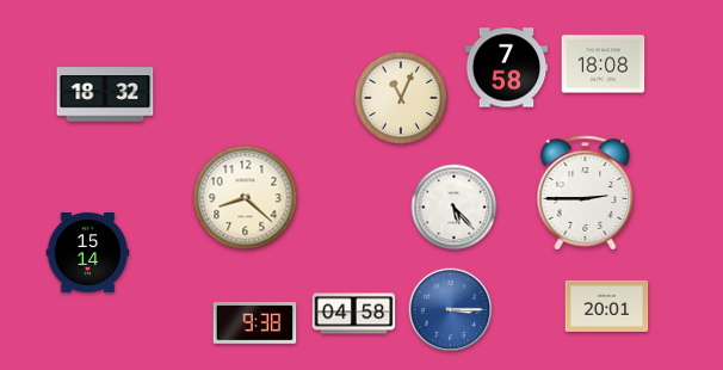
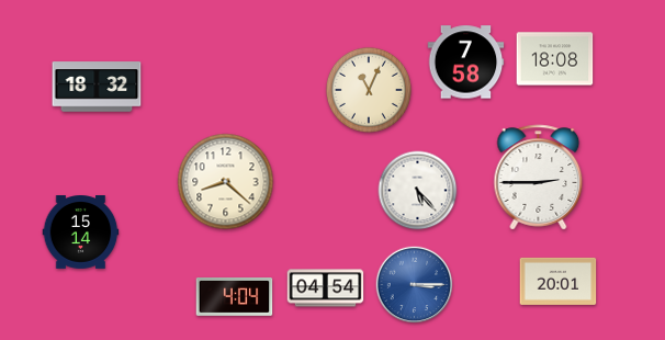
clock at (354, 314): 04:58 -> 04:54
clock at (255, 323): 9:38 -> 4:04
